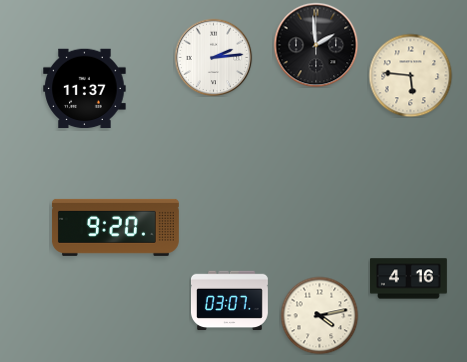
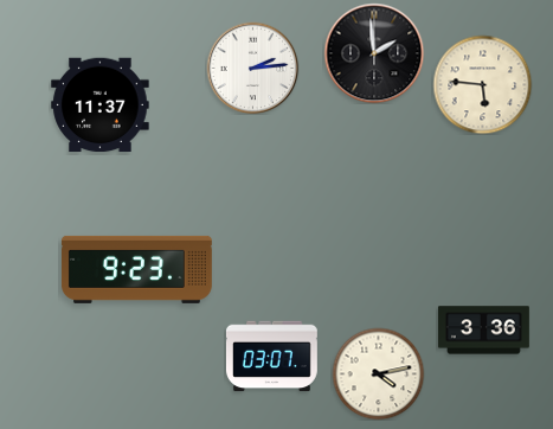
clock at (410, 75) position: (410, 75) -> (482, 84)
clock at (115, 227): 9:20 -> 9:23
clock at (408, 279): 4:16 -> 3:36
